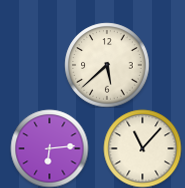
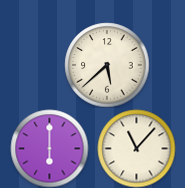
clock at (49, 148): 6:14 -> 6:00
clock at (142, 148) position: (142, 148) -> (136, 148)
